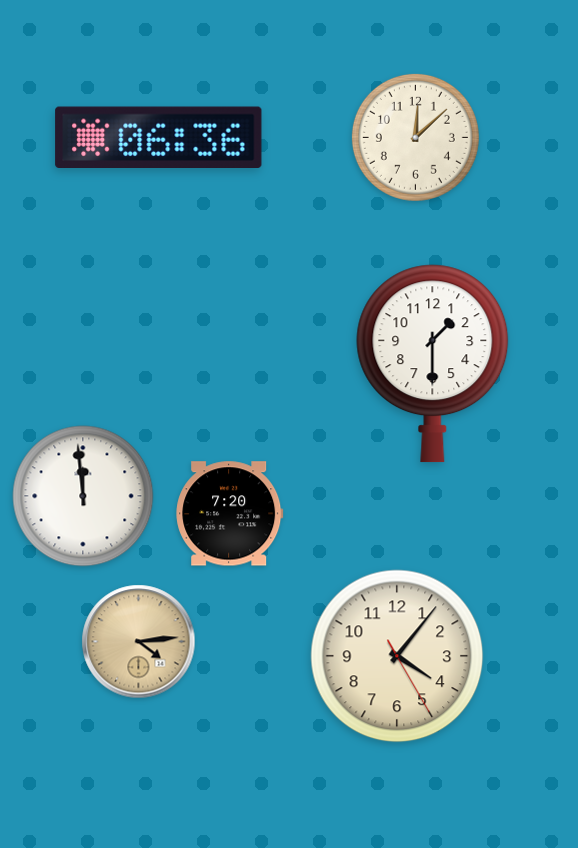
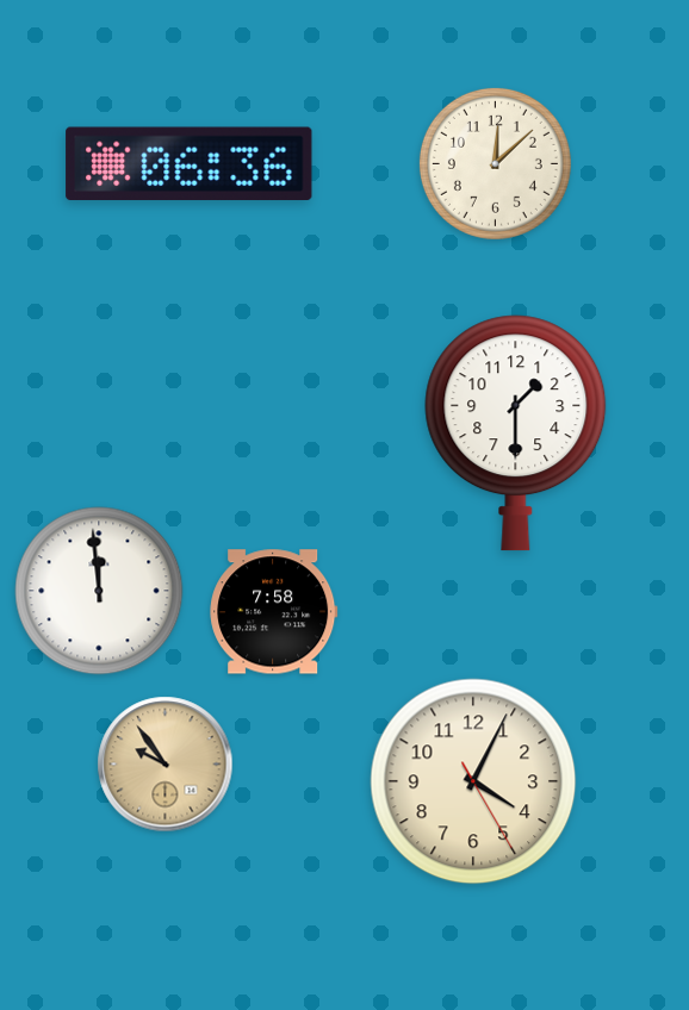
clock at (230, 514): 7:20 -> 7:58
clock at (139, 642): 4:14 -> 9:54
clock at (397, 656): 4:06 -> 4:04
